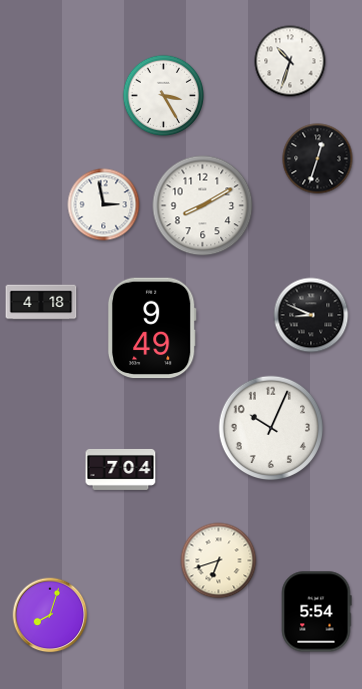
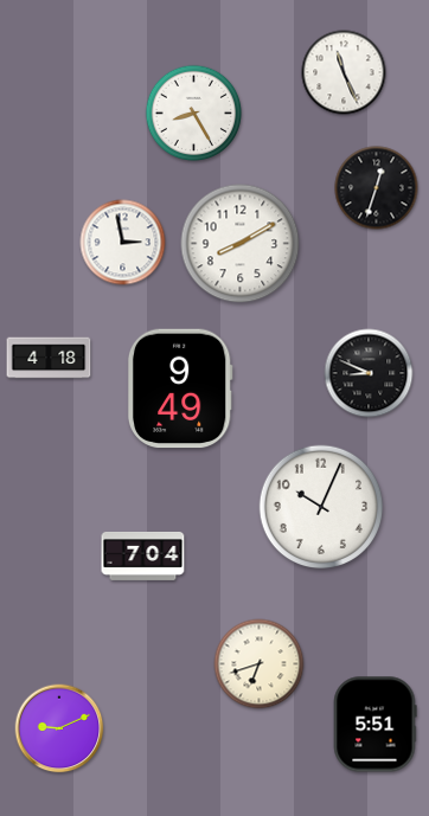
clock at (290, 61): 10:33 -> 11:26
clock at (164, 96): 3:25 -> 8:25
clock at (316, 612): 5:54 -> 5:51
clock at (50, 615): 8:03 -> 9:11
